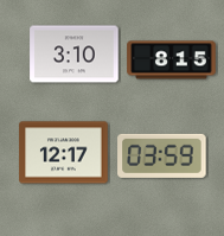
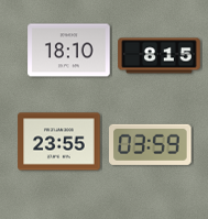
clock at (75, 55): 3:10 -> 18:10
clock at (64, 153): 12:17 -> 23:55
